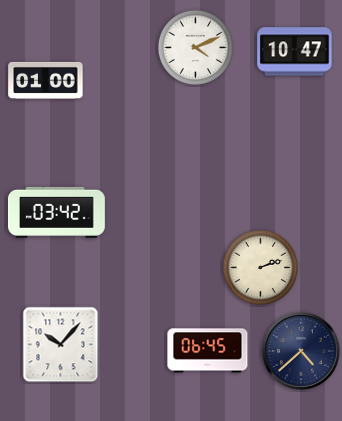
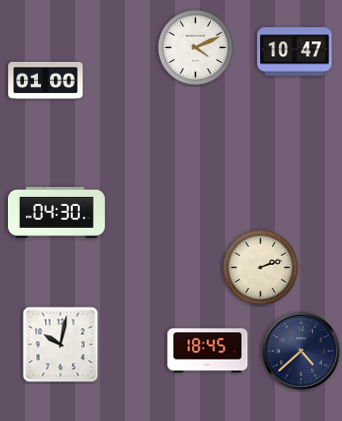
clock at (56, 212): 03:42 -> 04:30
clock at (61, 345): 10:07 -> 10:02
clock at (208, 351): 06:45 -> 18:45
